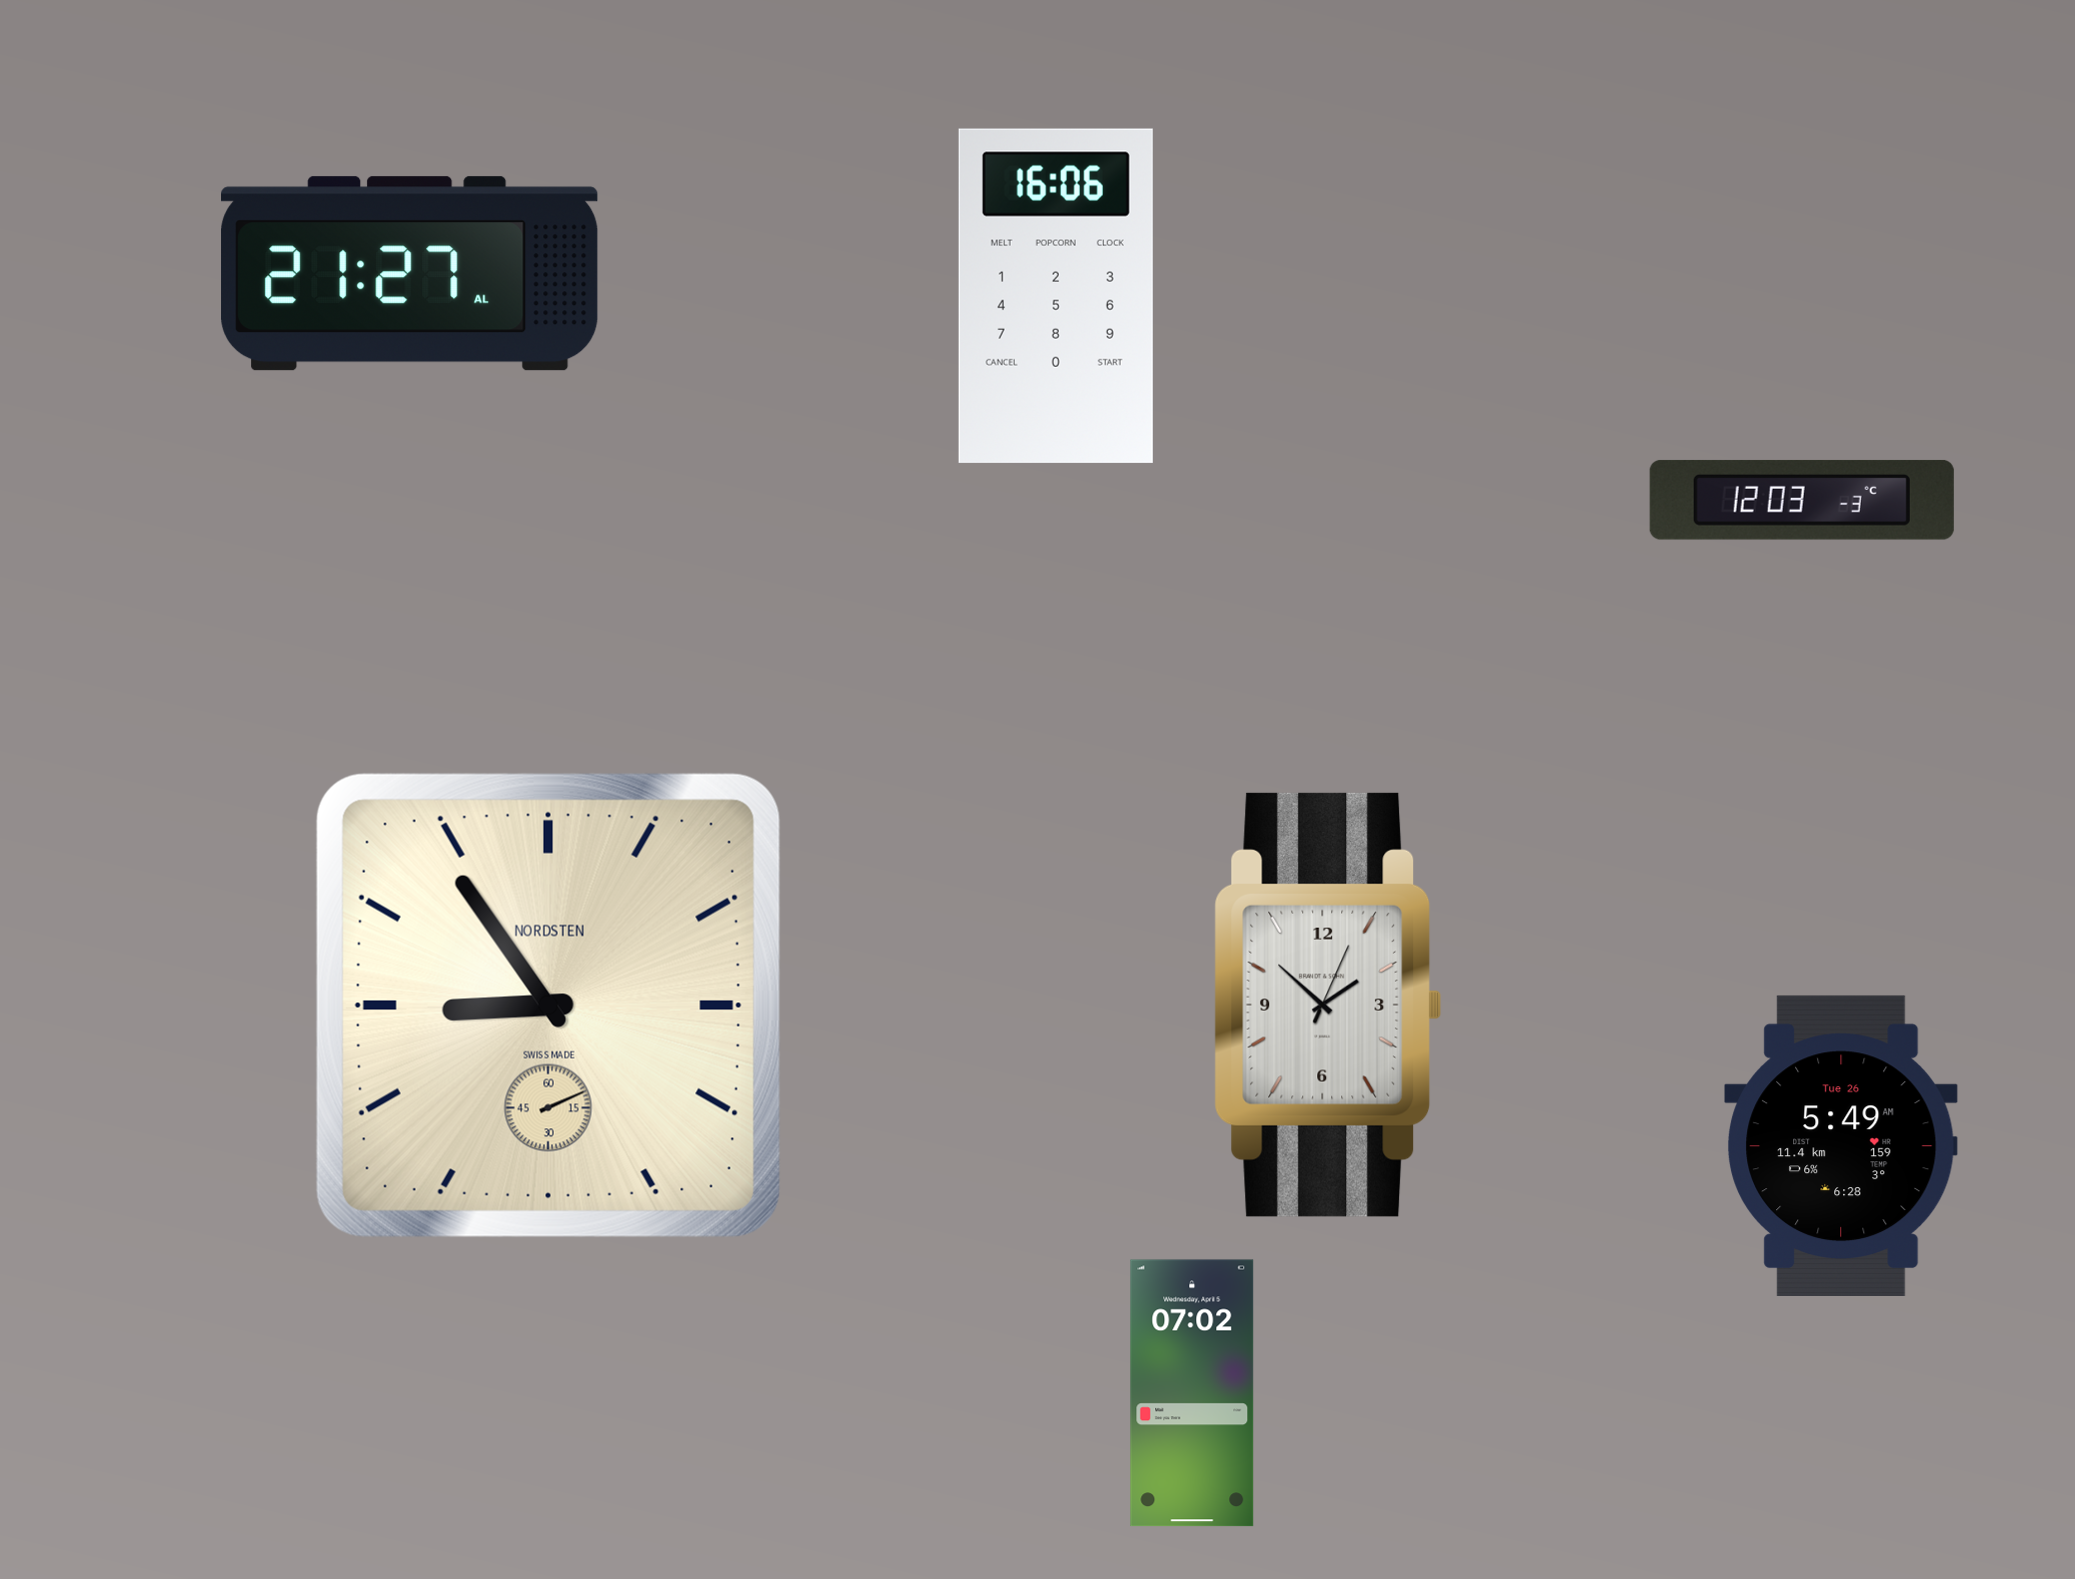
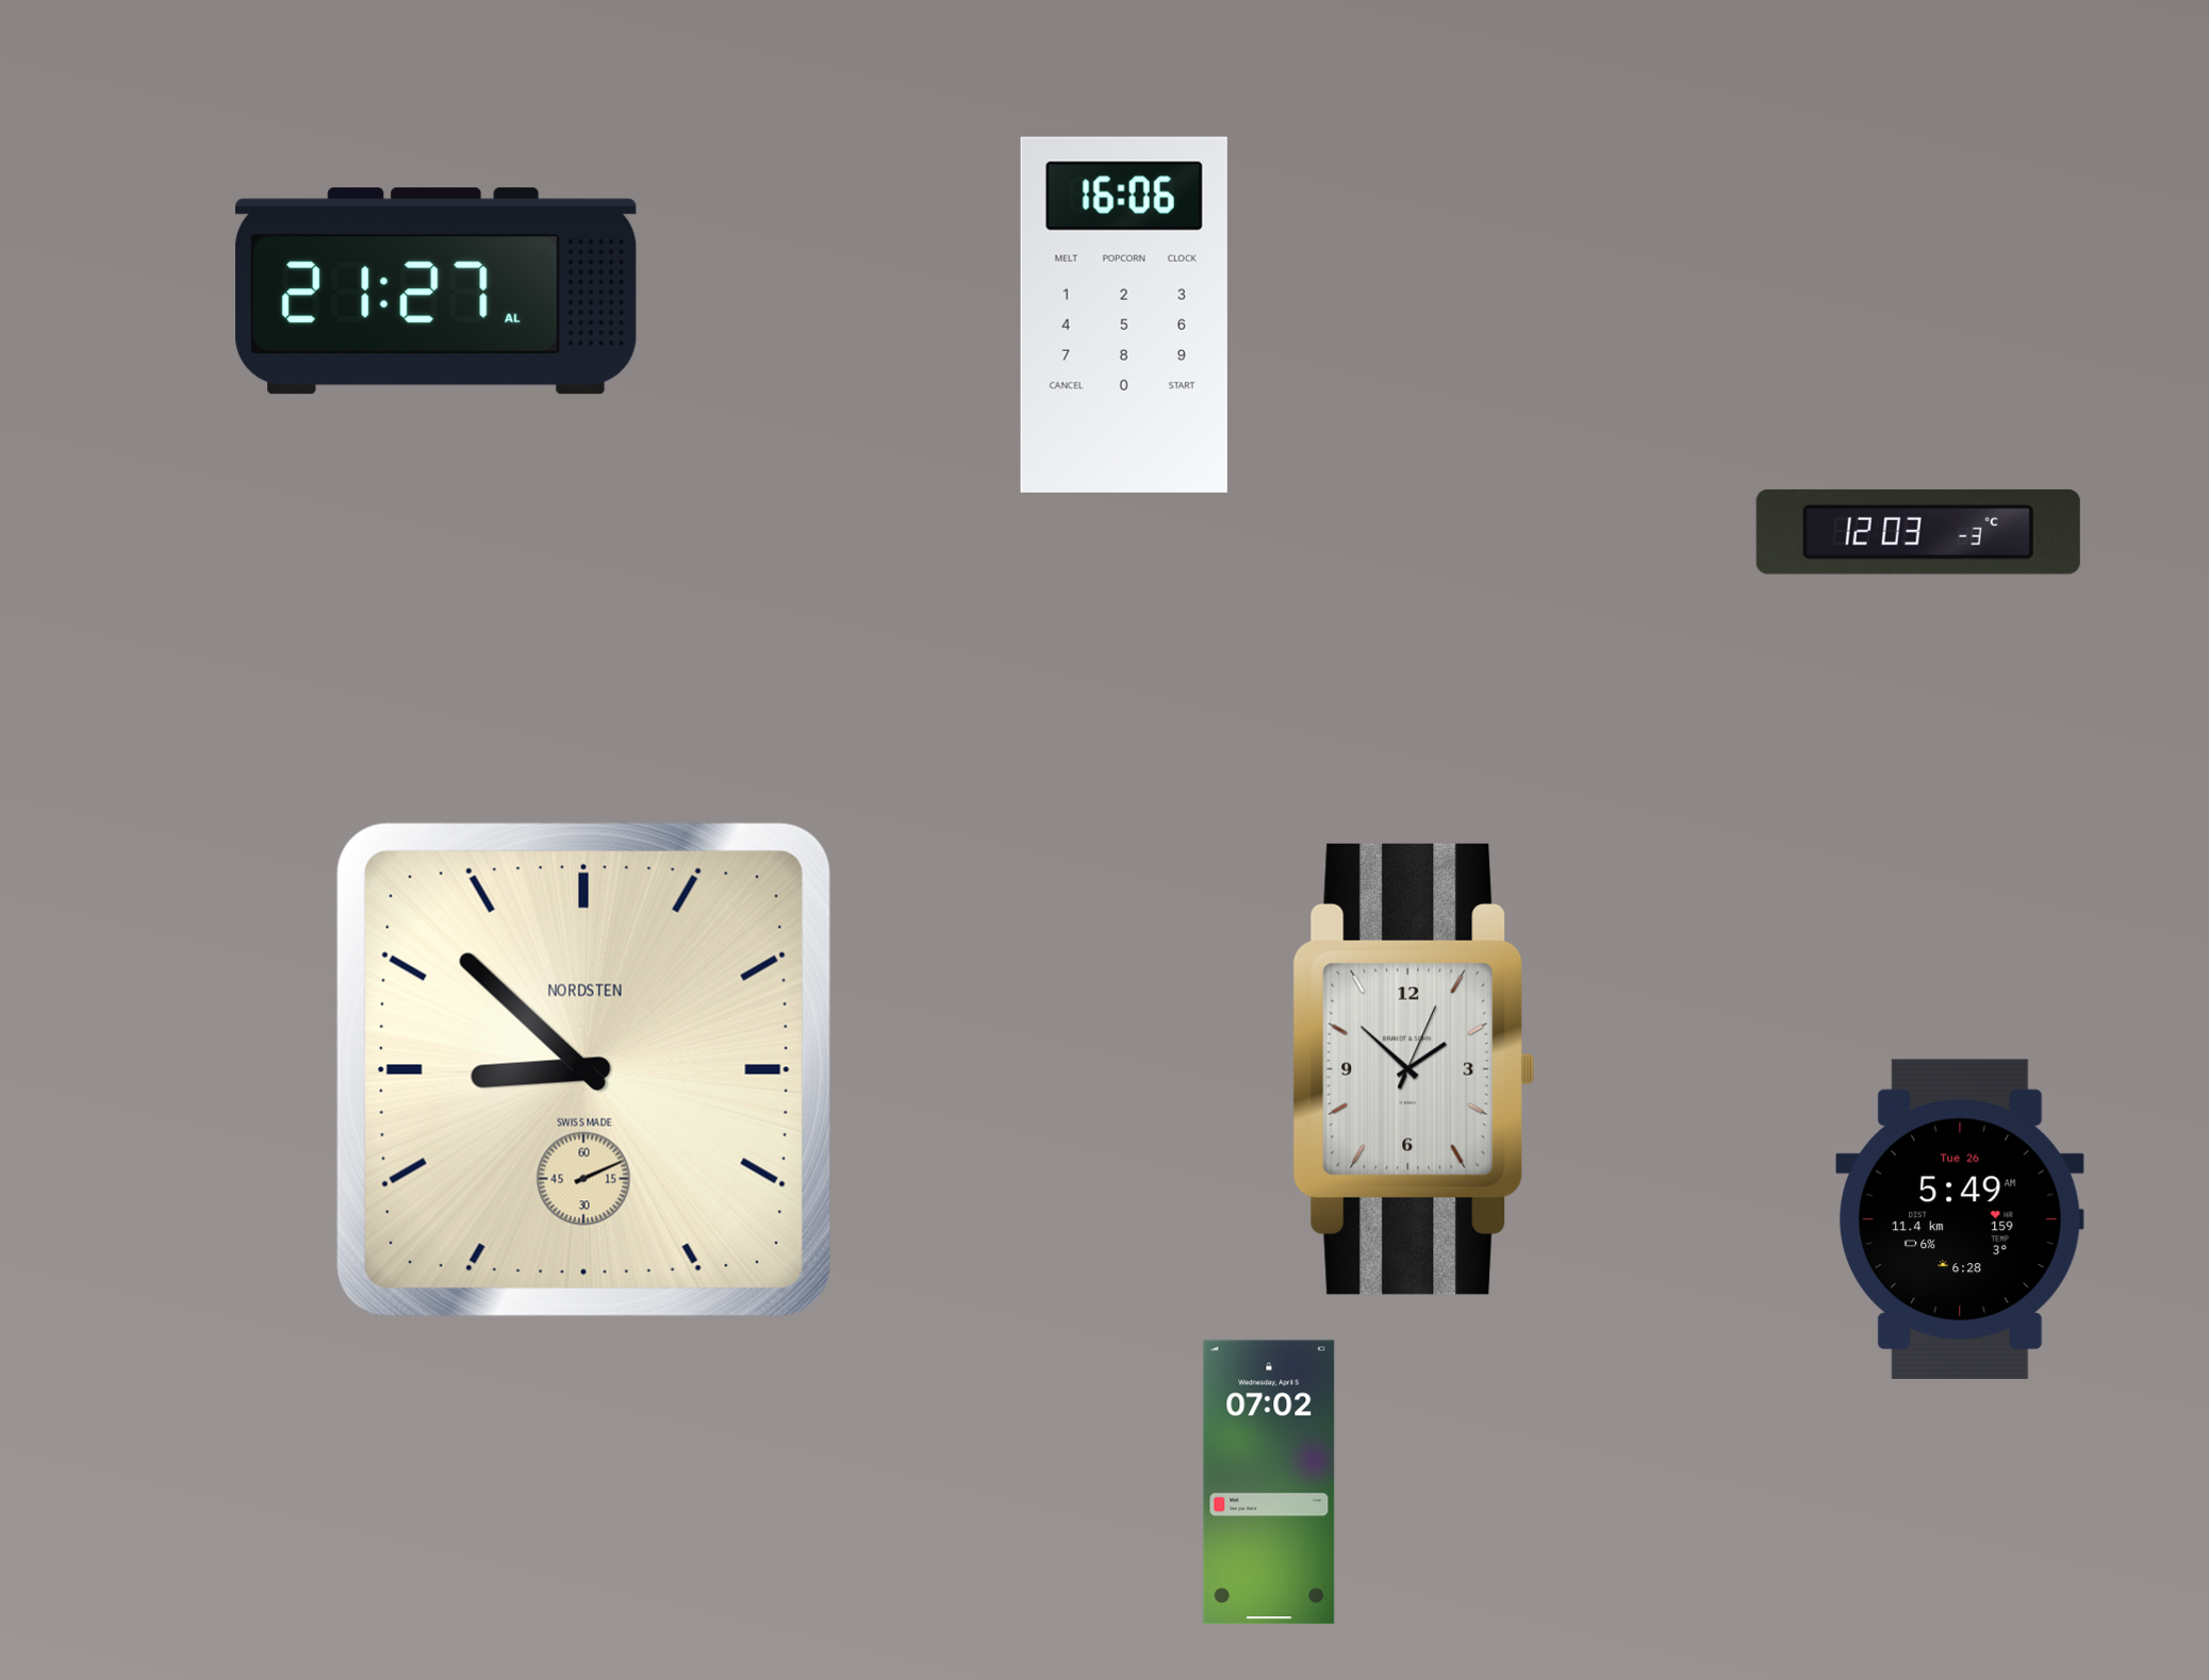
clock at (548, 1005): 8:54 -> 8:52
